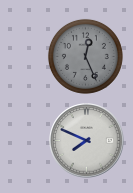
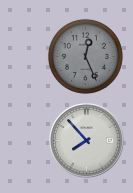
clock at (87, 141): 7:49 -> 7:53
